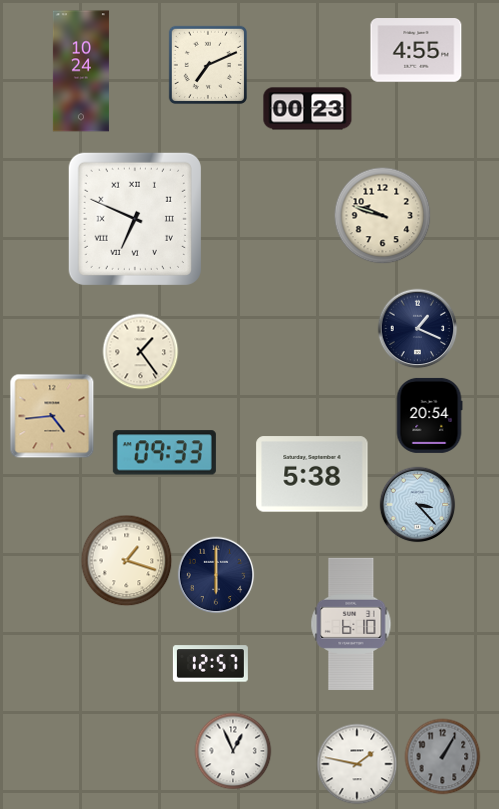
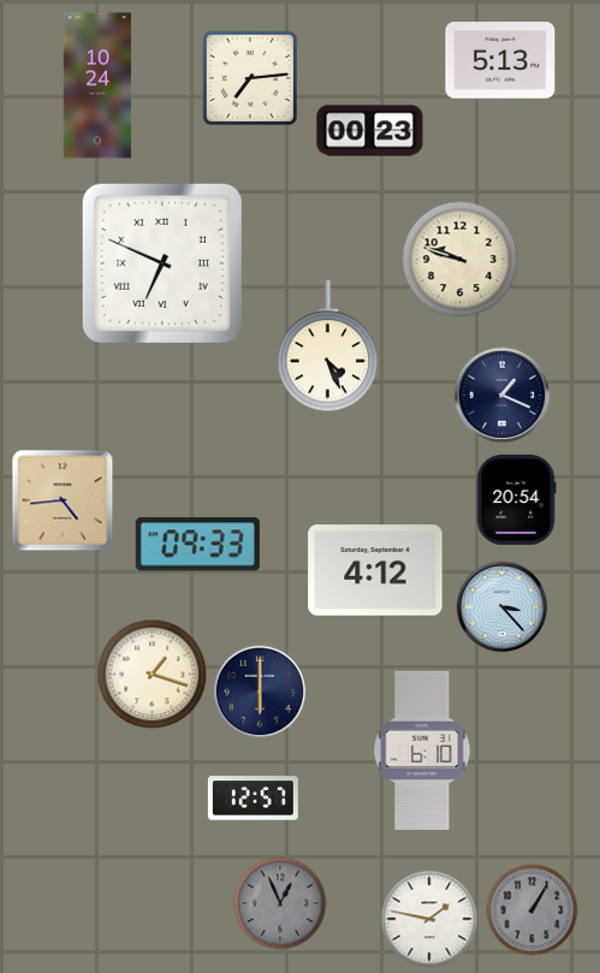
clock at (416, 50): 4:55 -> 5:13
clock at (208, 65): 7:11 -> 7:14
clock at (328, 346): none -> 4:26
clock at (141, 352): 1:24 -> none
clock at (312, 474): 5:38 -> 4:12
clock at (233, 751) dial: white -> grey
